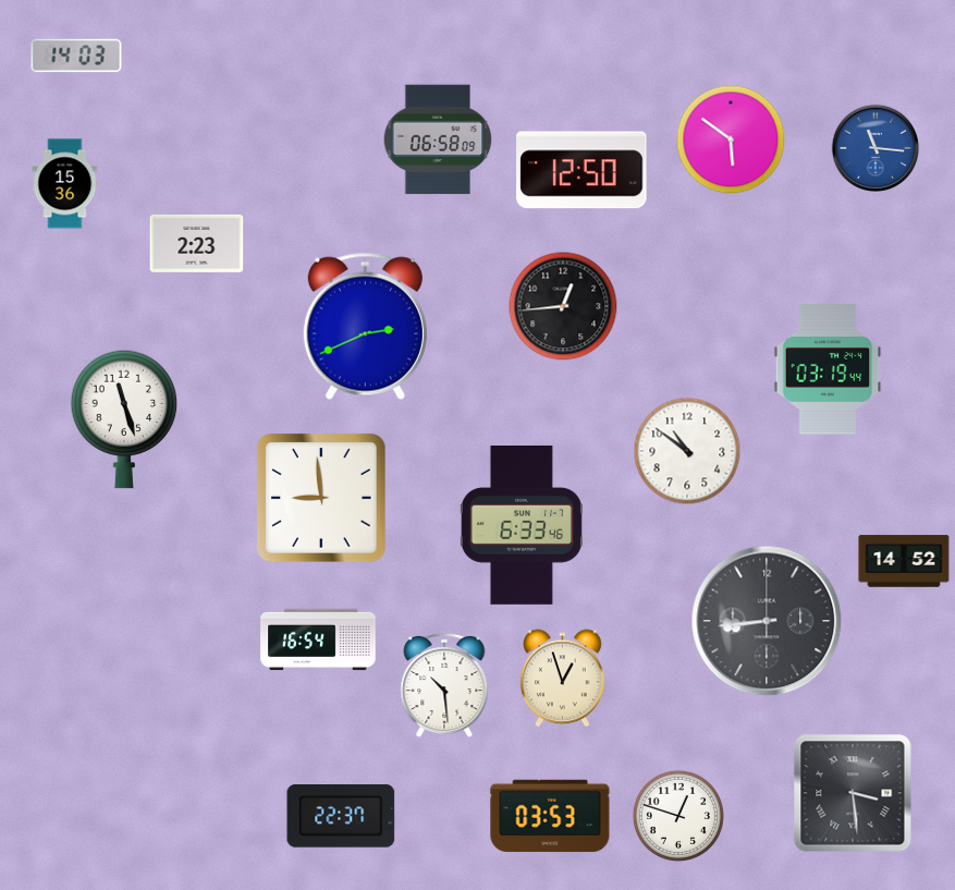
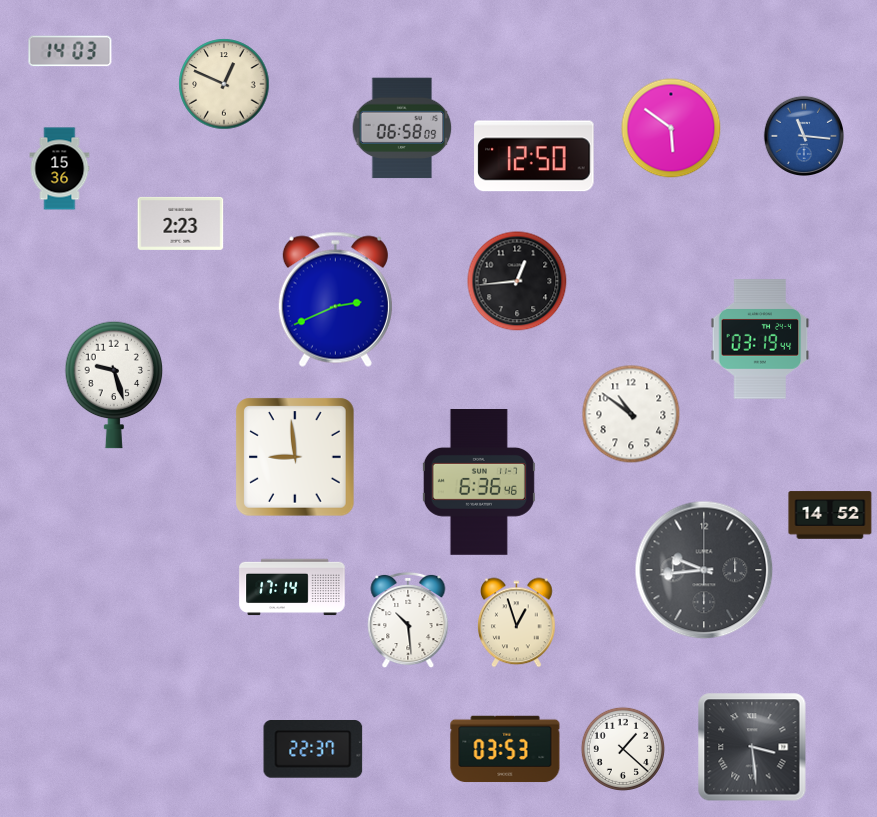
clock at (224, 84): none -> 12:49
clock at (124, 419): 11:27 -> 9:27
clock at (522, 526): 6:33 -> 6:36
clock at (767, 621): 8:44 -> 9:44
clock at (318, 639): 16:54 -> 17:14
clock at (444, 685) position: (444, 685) -> (408, 620)
clock at (853, 793) position: (853, 793) -> (752, 747)
clock at (678, 816): 12:48 -> 1:22
